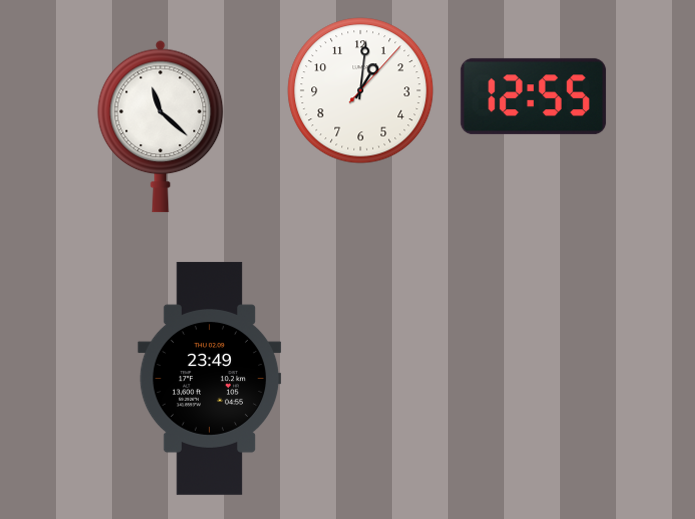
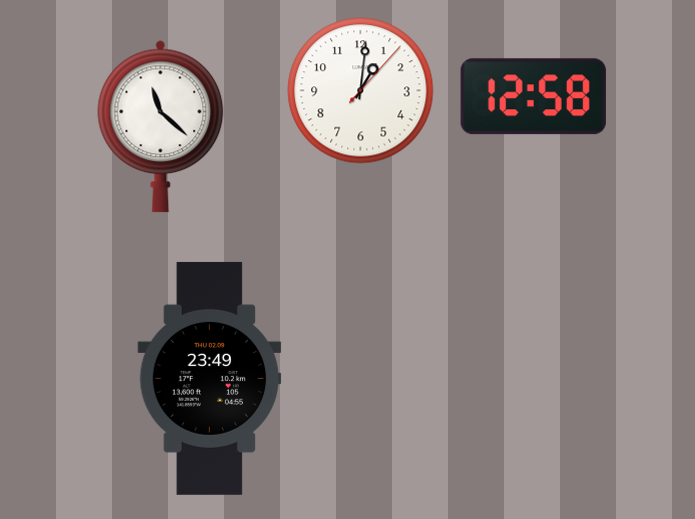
clock at (533, 97): 12:55 -> 12:58
